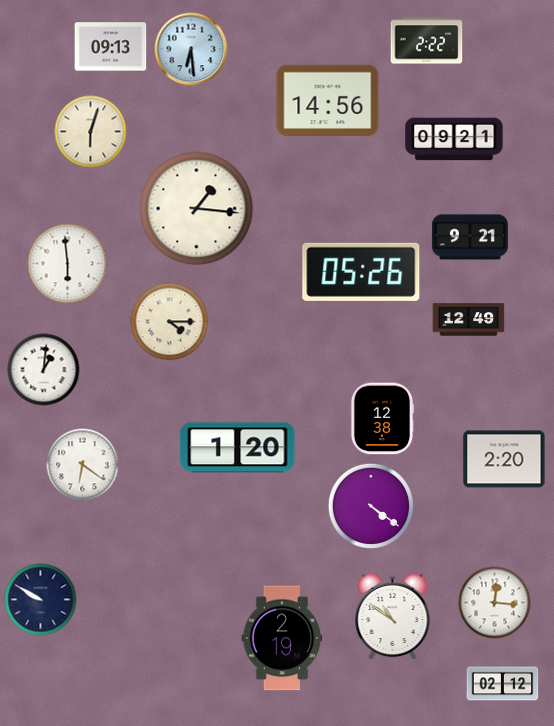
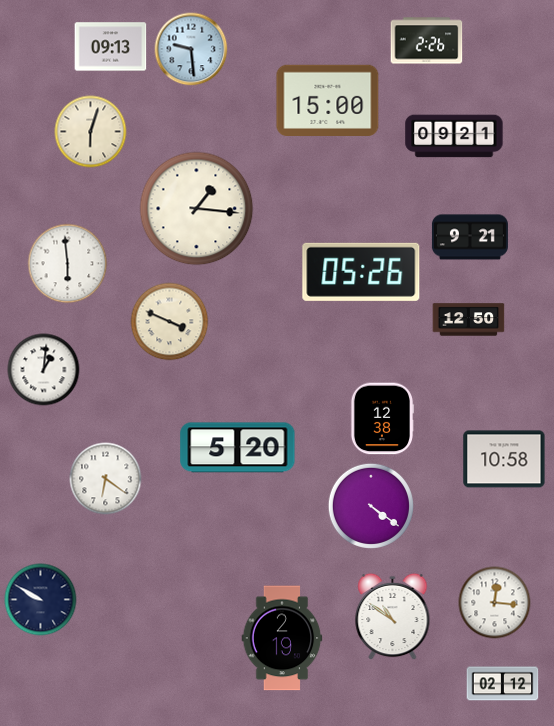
clock at (427, 41): 2:22 -> 2:26
clock at (191, 49): 6:29 -> 9:29
clock at (328, 100): 14:56 -> 15:00
clock at (454, 139) position: (454, 139) -> (454, 136)
clock at (469, 320): 12:49 -> 12:50
clock at (170, 322): 4:15 -> 3:49
clock at (238, 448): 1:20 -> 5:20
clock at (504, 459): 2:20 -> 10:58
clock at (83, 465) position: (83, 465) -> (106, 479)
